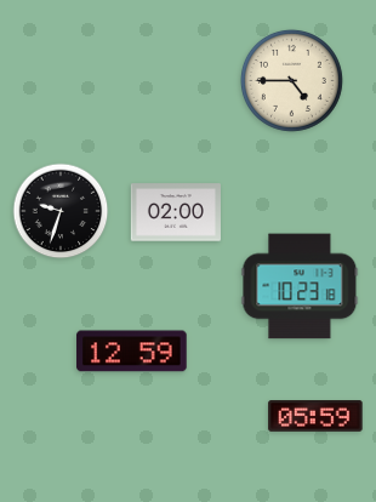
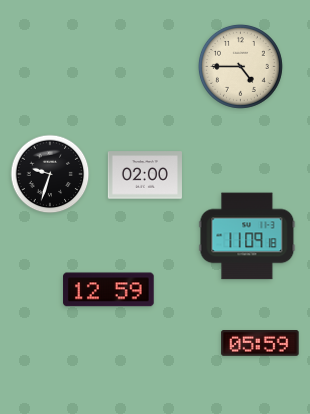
clock at (300, 286): 10:23 -> 11:09
